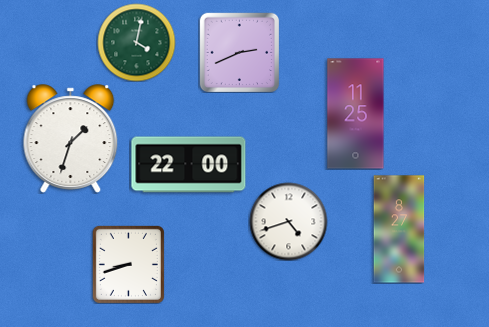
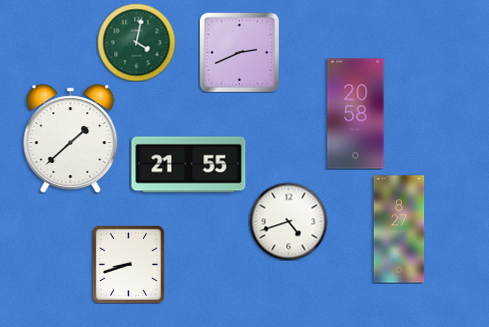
clock at (356, 114): 11:25 -> 20:58
clock at (71, 139): 1:33 -> 1:38
clock at (189, 165): 22:00 -> 21:55
